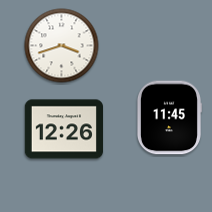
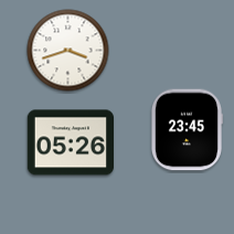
clock at (169, 118): 11:45 -> 23:45
clock at (63, 129): 12:26 -> 05:26
